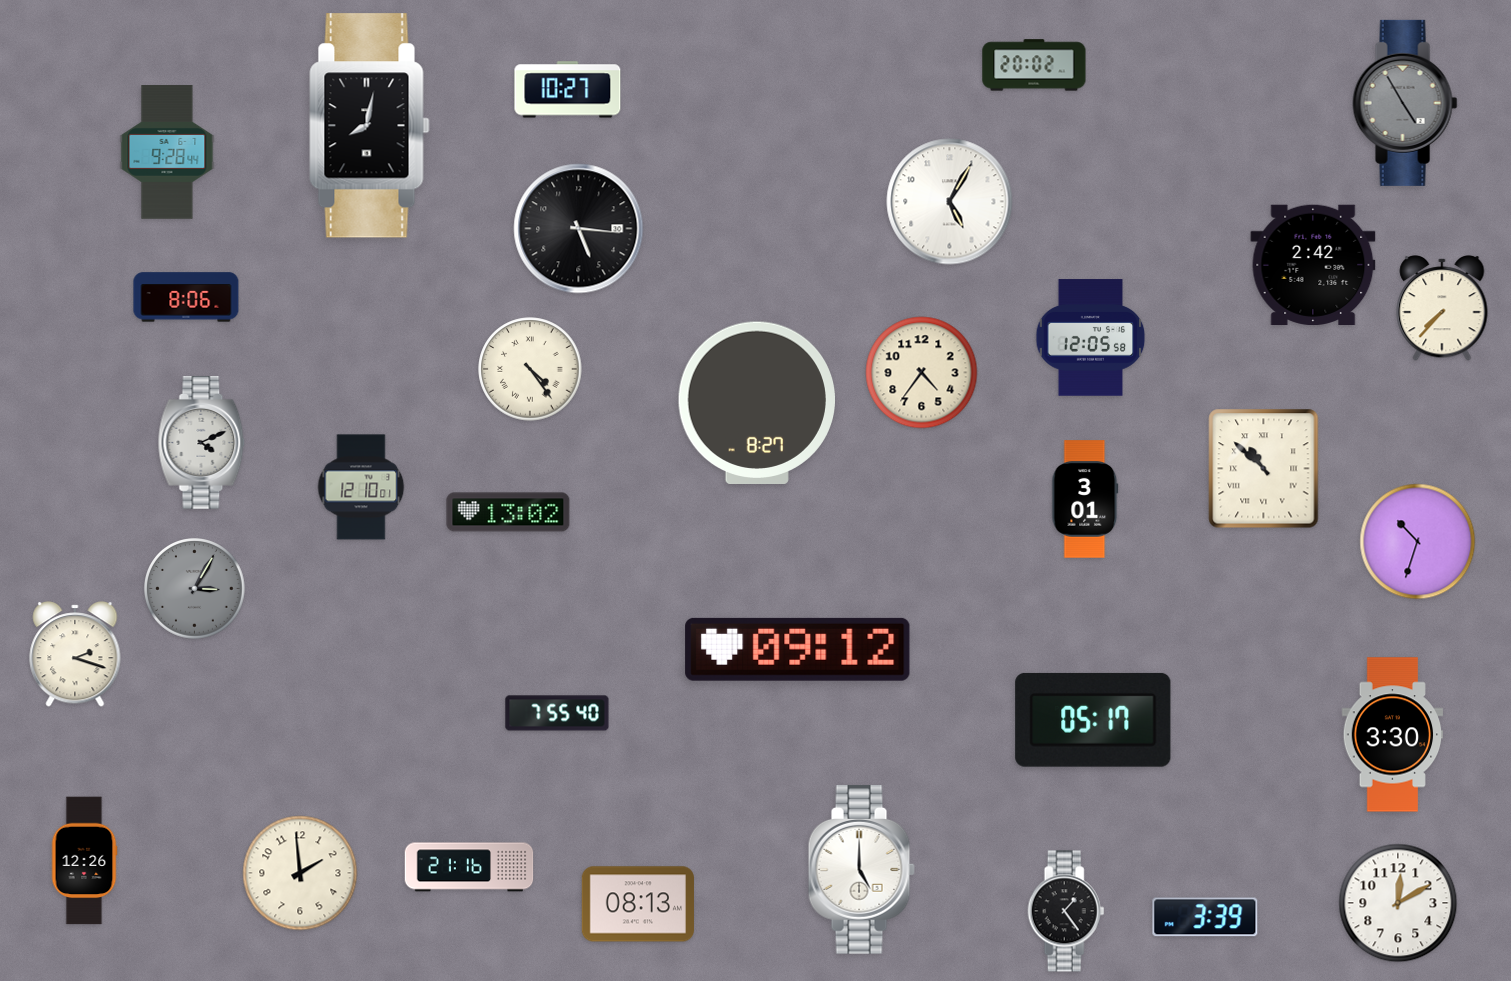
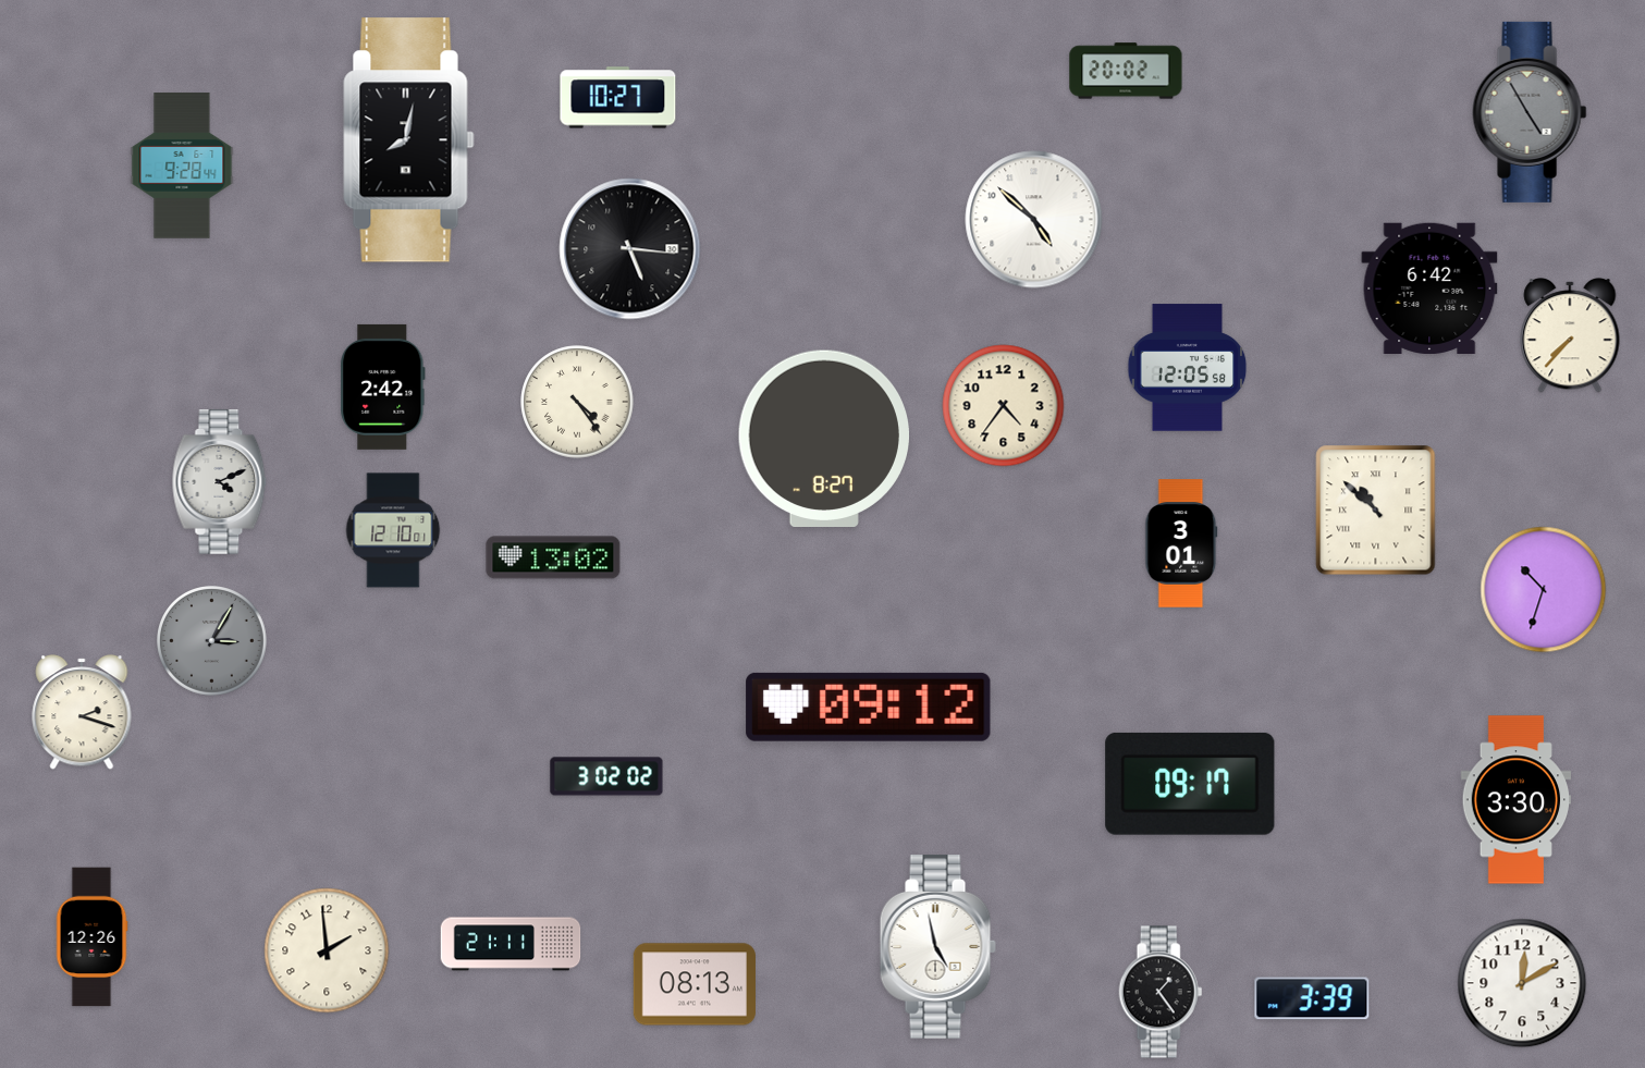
clock at (370, 126) position: (370, 126) -> (409, 140)
clock at (950, 202): 5:05 -> 4:52
clock at (1313, 264): 2:42 -> 6:42
clock at (186, 297): 8:06 -> none
clock at (383, 386): none -> 2:42
clock at (557, 713): 7:55 -> 3:02
clock at (1093, 720): 05:17 -> 09:17
clock at (469, 867): 21:16 -> 21:11
clock at (861, 870): 5:00 -> 4:58
